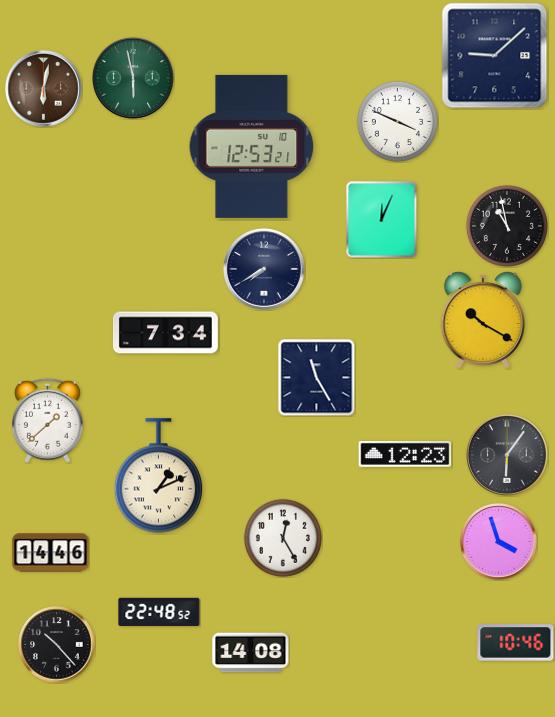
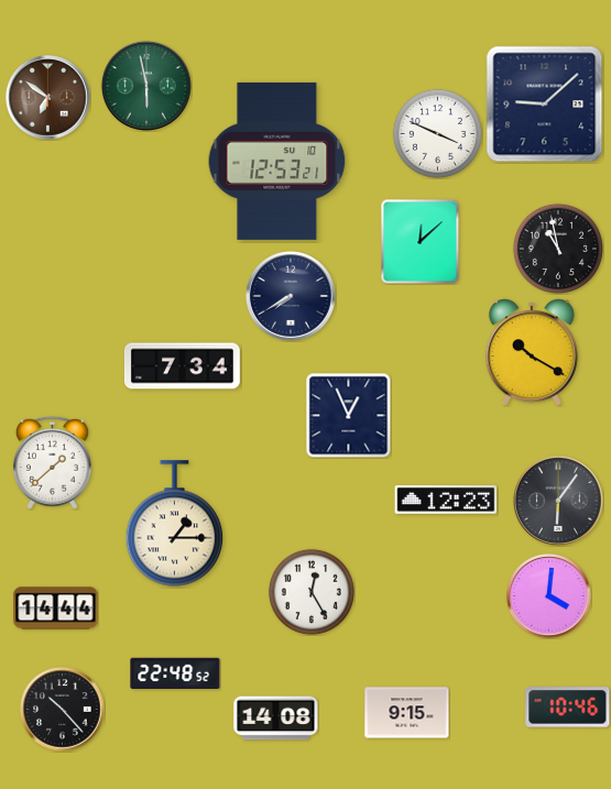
clock at (495, 56) position: (495, 56) -> (545, 105)
clock at (44, 89): 6:02 -> 6:51
clock at (382, 219): 12:04 -> 12:08
clock at (316, 377): 11:25 -> 12:56
clock at (159, 476): 1:11 -> 1:15
clock at (499, 542): 3:57 -> 4:01
clock at (51, 553): 14:46 -> 14:44
clock at (407, 713): none -> 9:15
